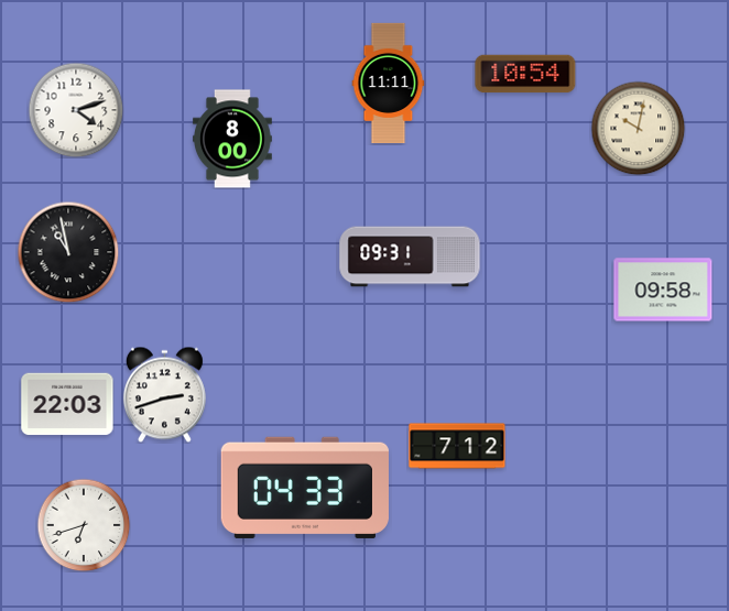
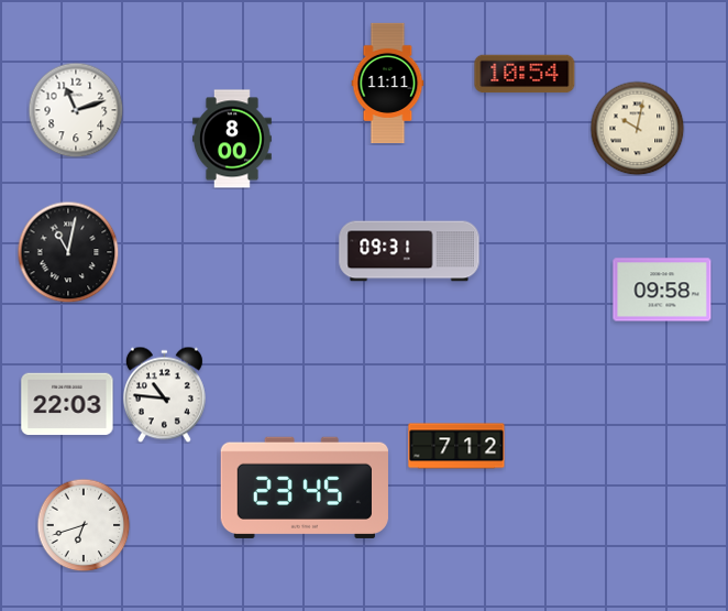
clock at (76, 110): 4:12 -> 11:12
clock at (68, 252): 10:58 -> 11:02
clock at (410, 257) position: (410, 257) -> (409, 251)
clock at (164, 394): 2:42 -> 10:46
clock at (305, 488): 04:33 -> 23:45
